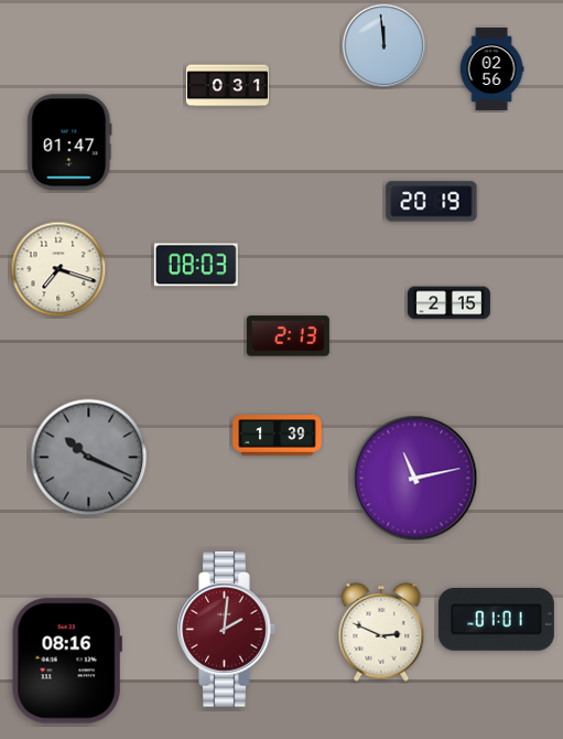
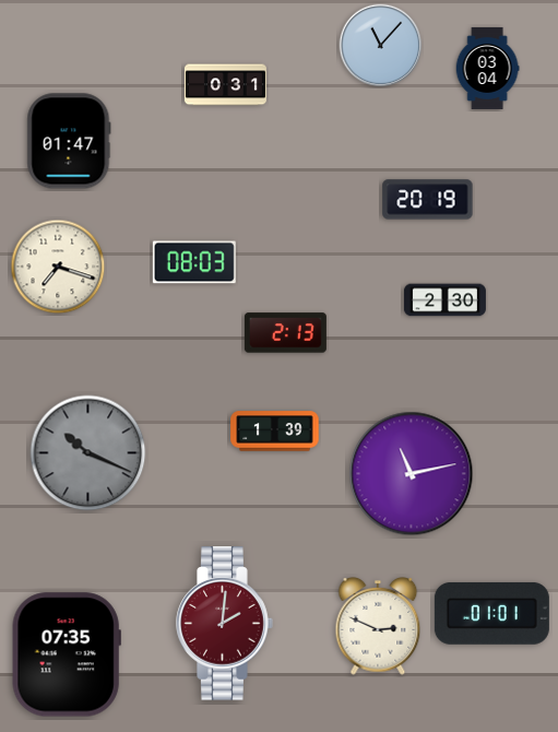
clock at (385, 46): 11:59 -> 11:07
clock at (491, 68): 02:56 -> 03:04
clock at (448, 303): 2:15 -> 2:30
clock at (67, 661): 08:16 -> 07:35
